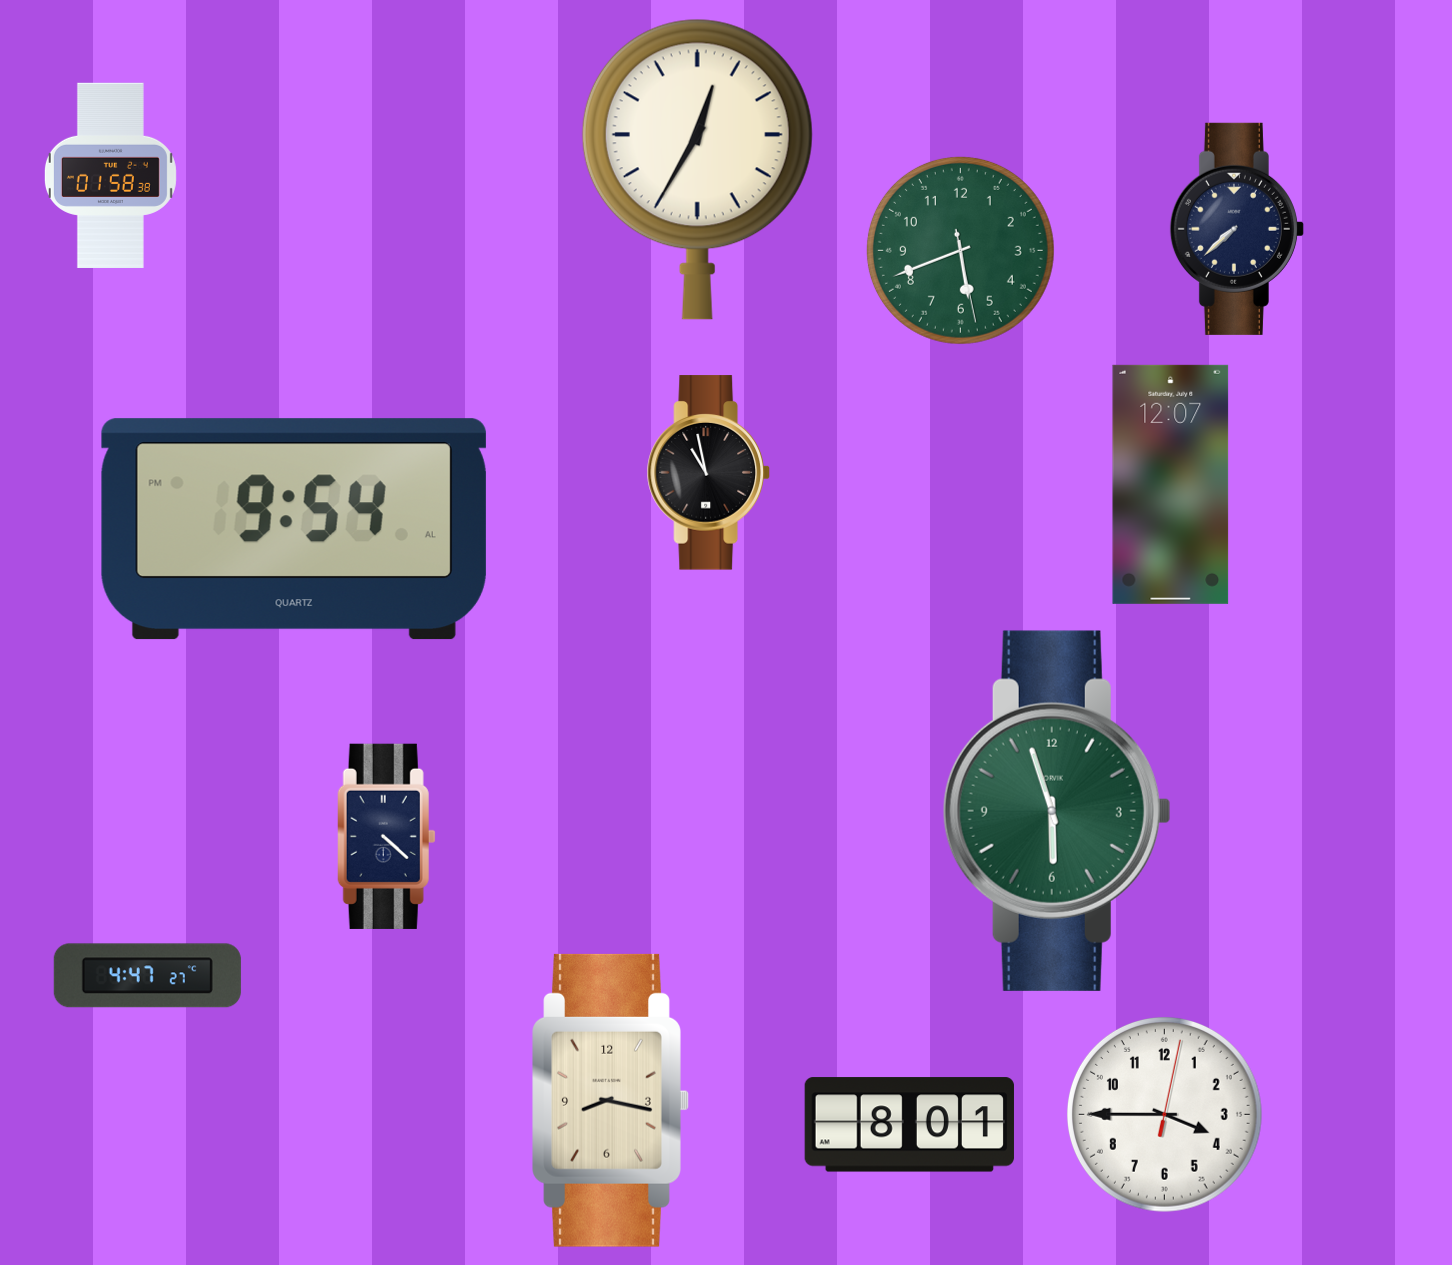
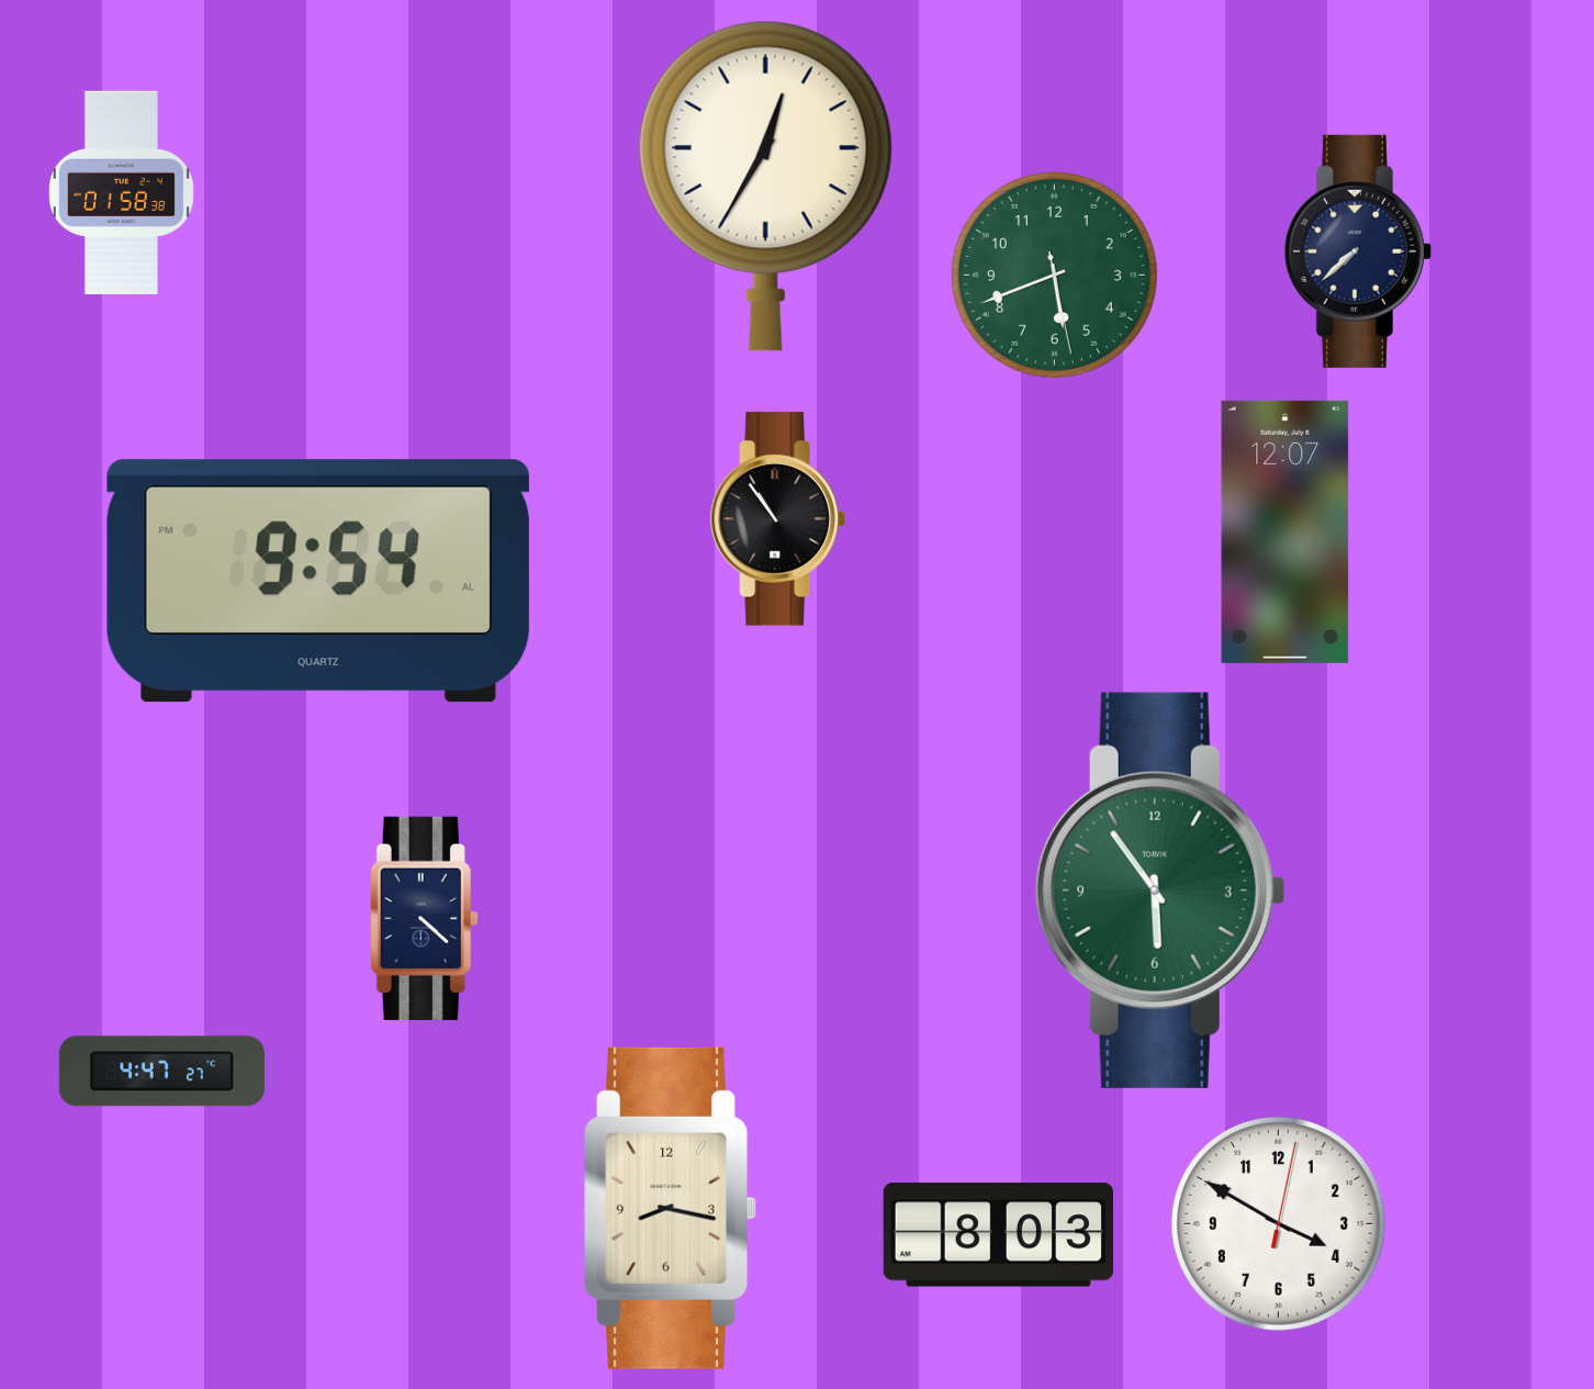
clock at (708, 473): 10:58 -> 10:54
clock at (294, 529) position: (294, 529) -> (318, 581)
clock at (1057, 811): 5:57 -> 5:54
clock at (1164, 1114): 3:45 -> 3:50
clock at (909, 1125): 8:01 -> 8:03
